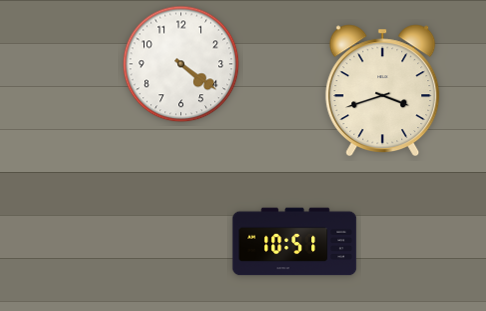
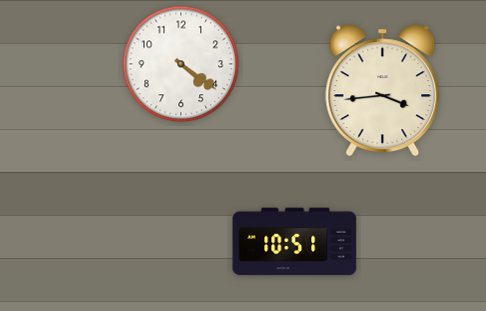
clock at (383, 90): 3:42 -> 3:44
